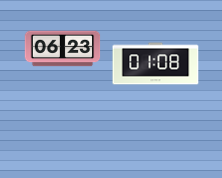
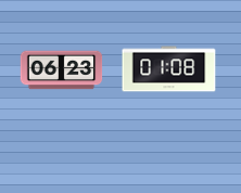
clock at (63, 49) position: (63, 49) -> (62, 70)
